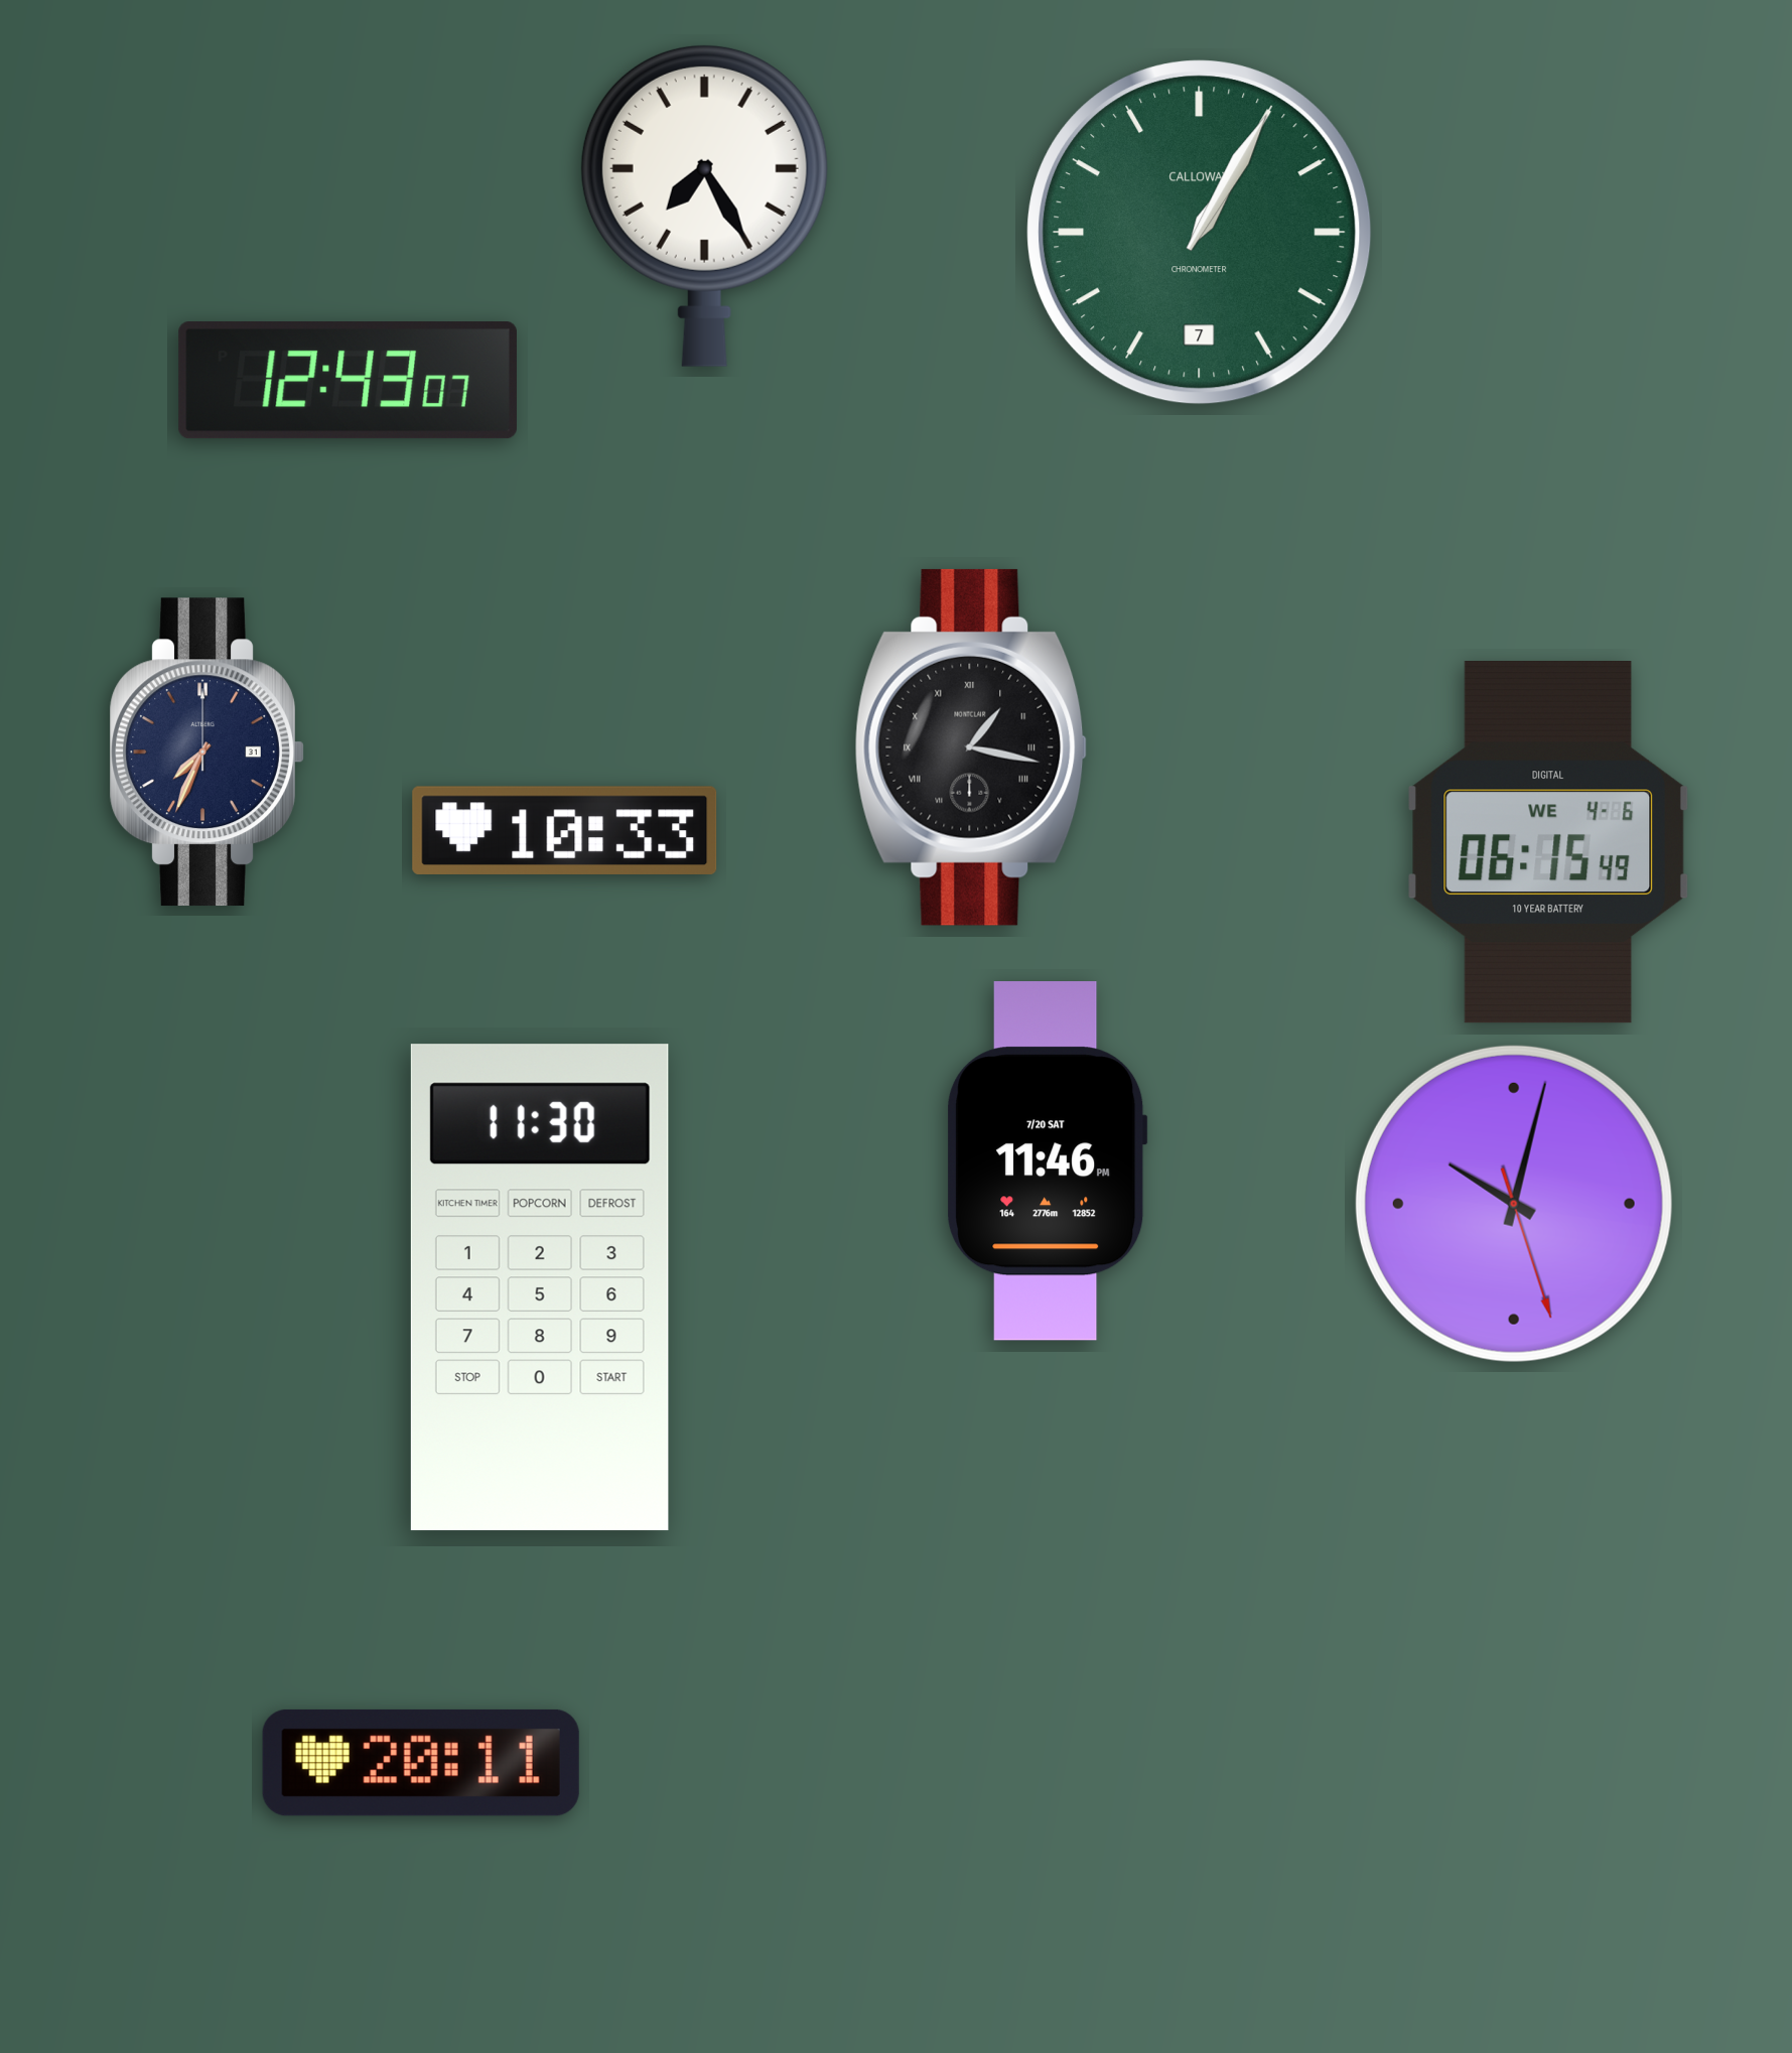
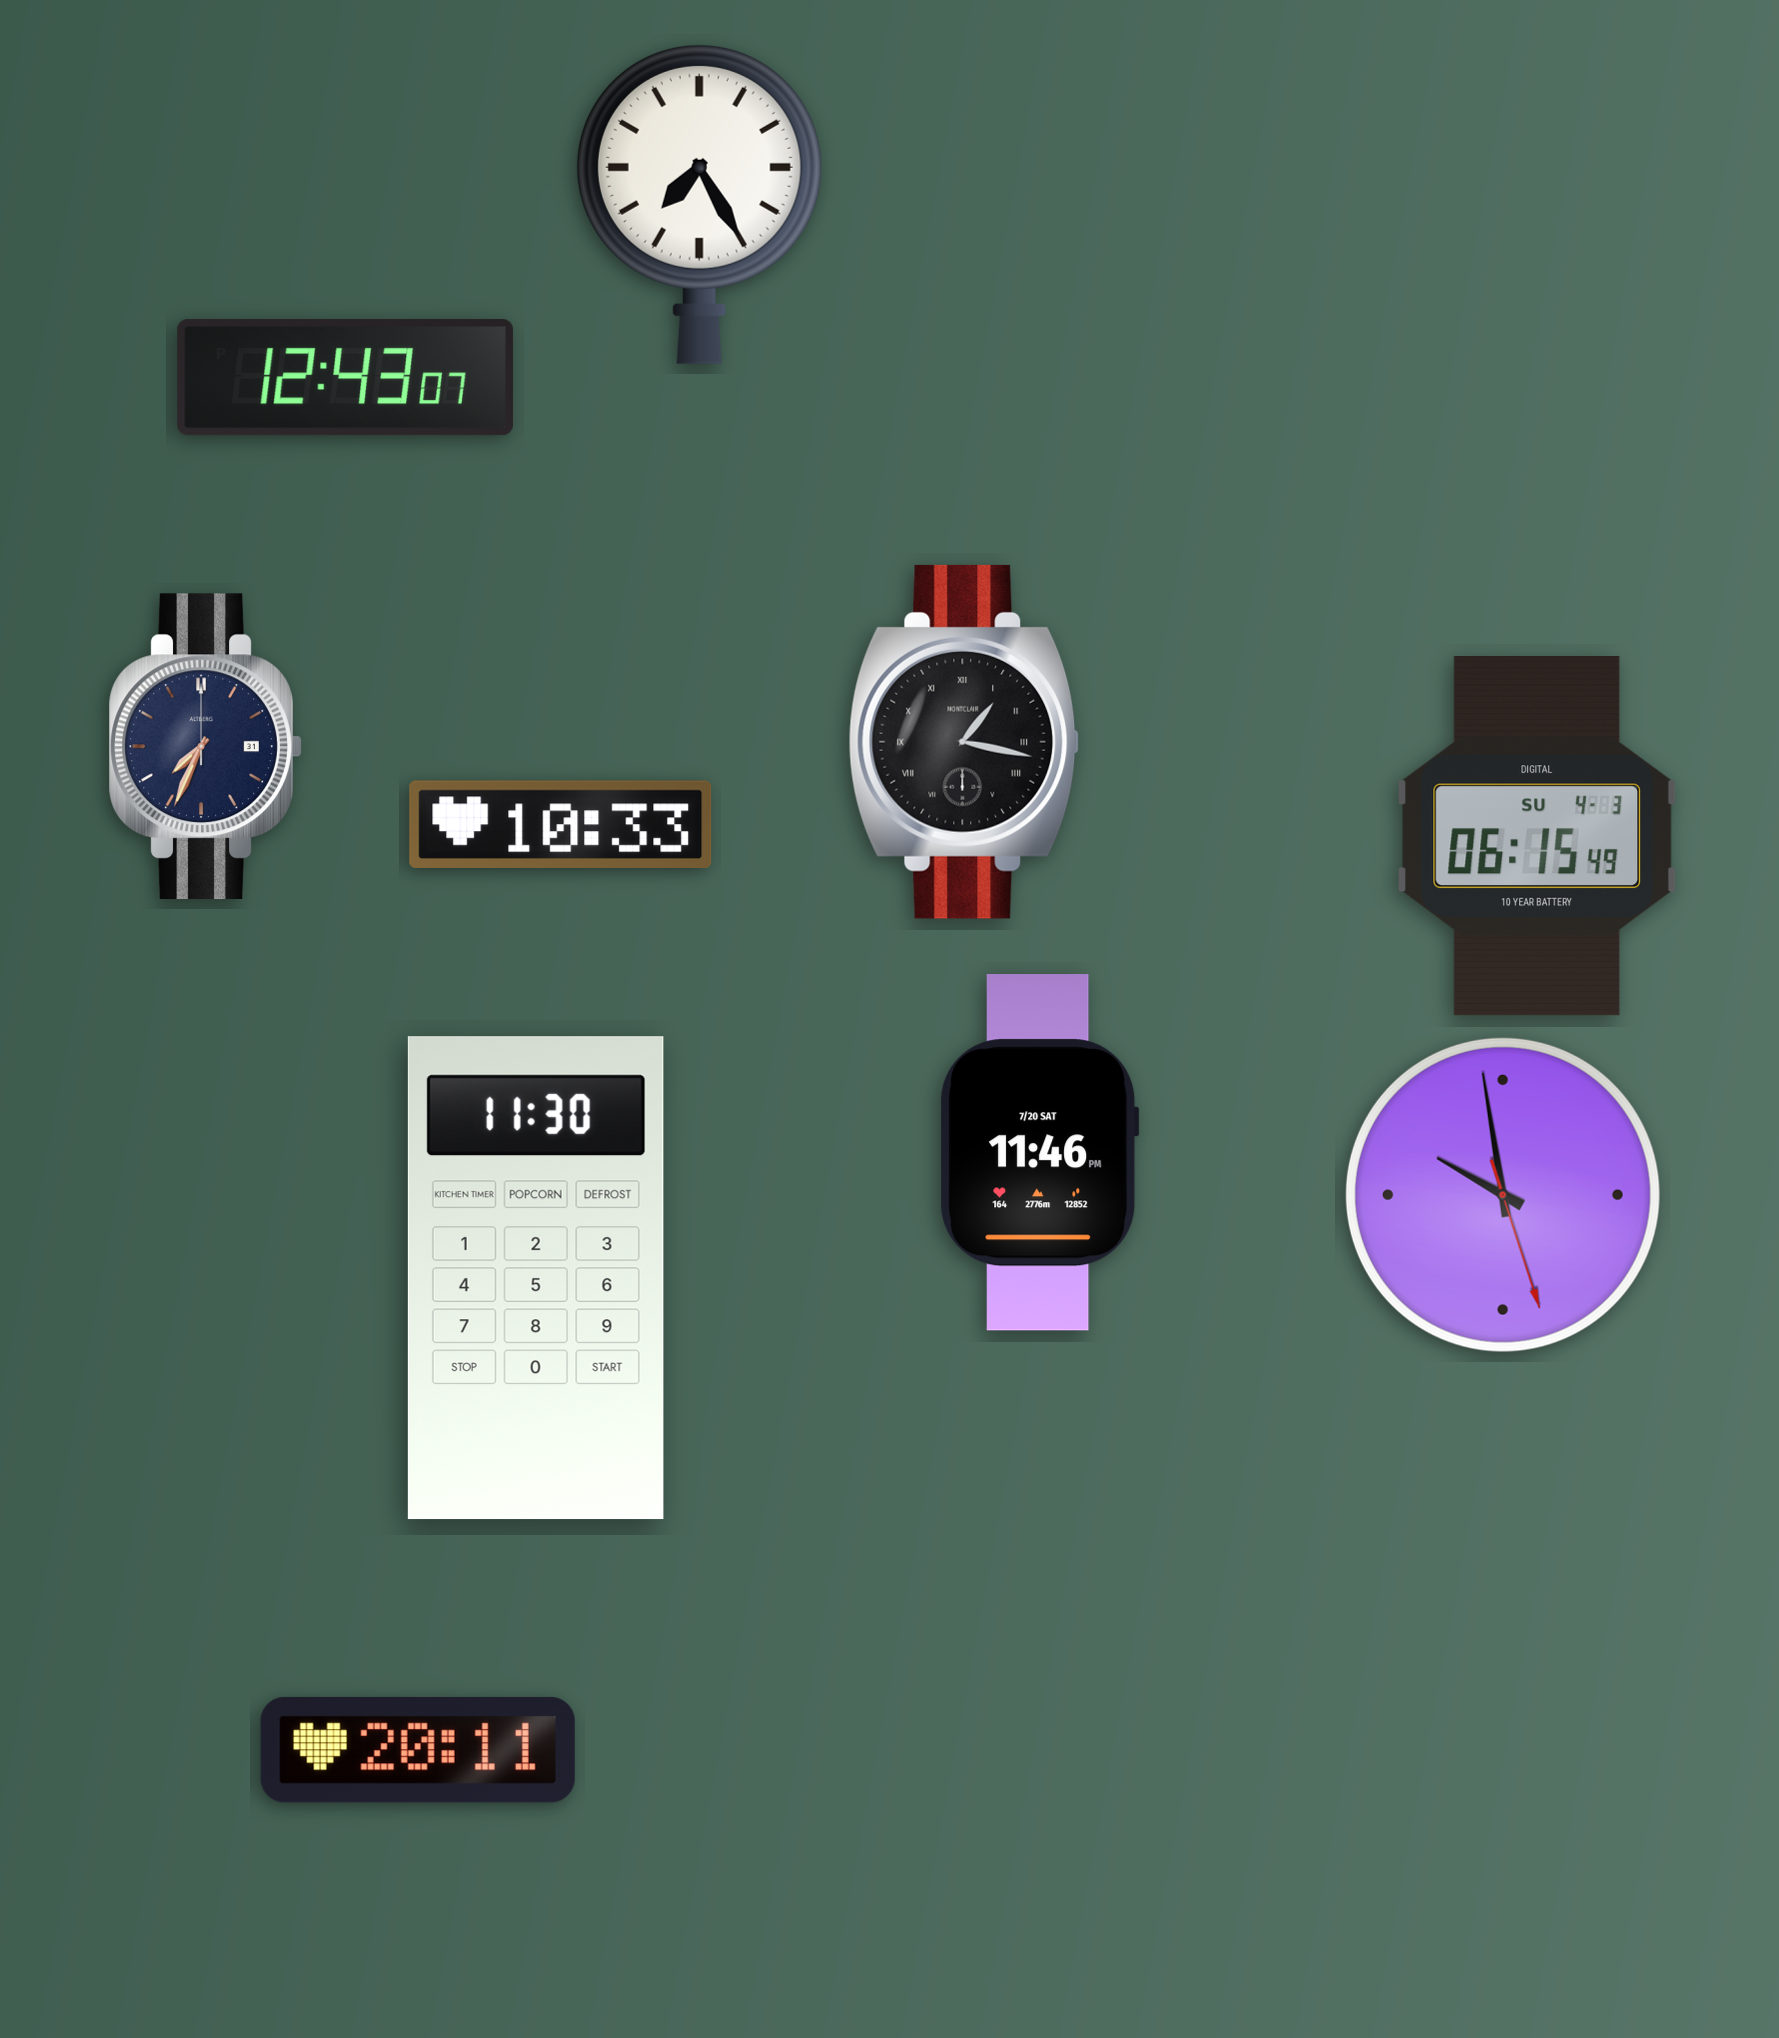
clock at (1200, 233): 1:05 -> none
clock at (1548, 842) date: WE 4-6 -> SU 4-3
clock at (1514, 1204): 10:02 -> 9:58
